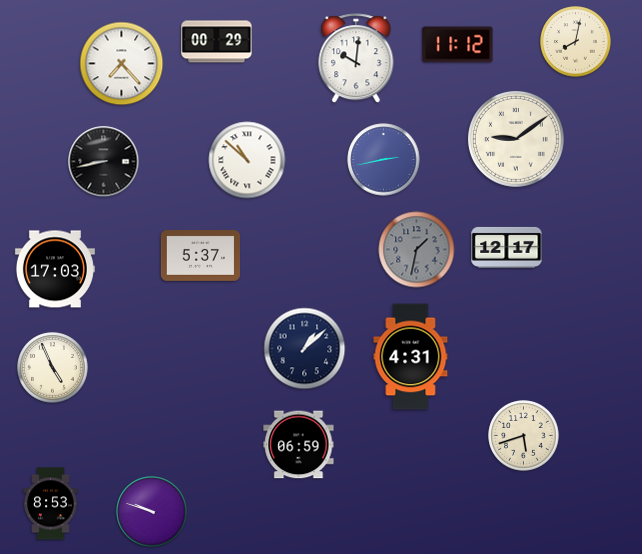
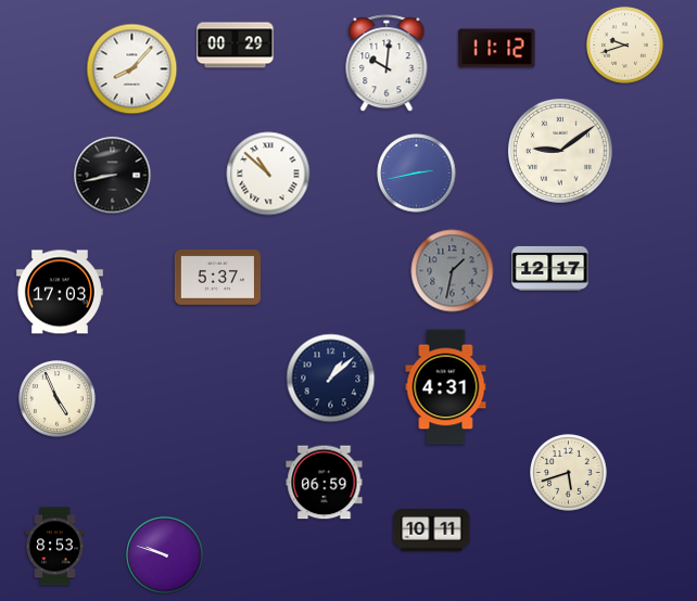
clock at (576, 42): 8:02 -> 9:42
clock at (122, 64): 7:23 -> 8:07
clock at (432, 530): none -> 10:11
